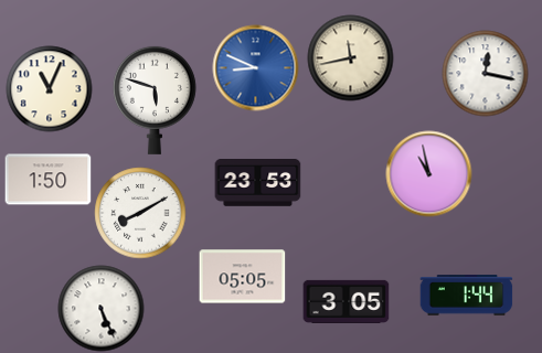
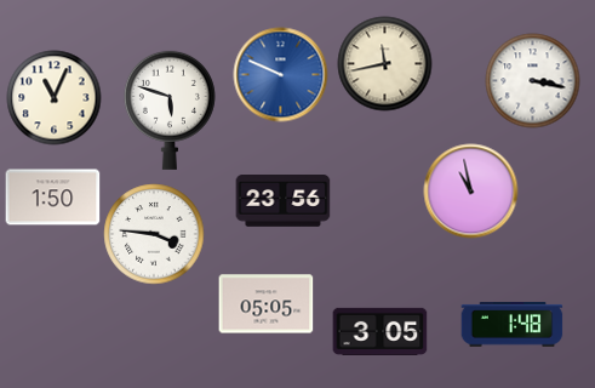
clock at (255, 67): 8:49 -> 9:49
clock at (485, 73): 12:17 -> 3:17
clock at (257, 183): 23:53 -> 23:56
clock at (140, 213): 8:10 -> 3:46
clock at (466, 296): 1:44 -> 1:48
clock at (100, 308): 5:26 -> none
